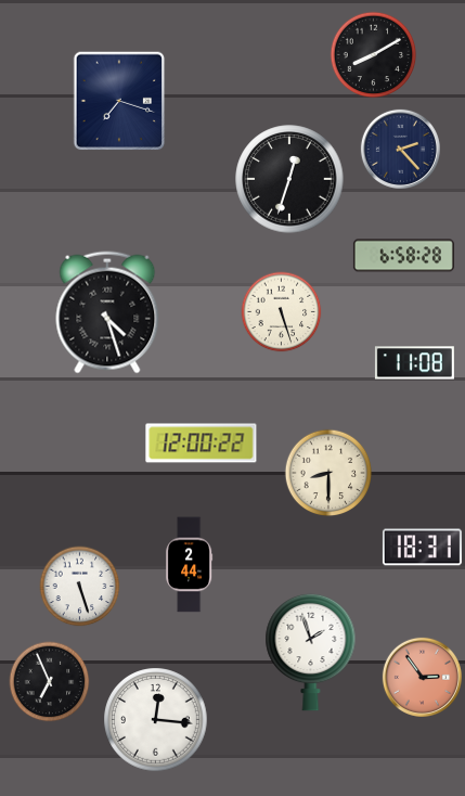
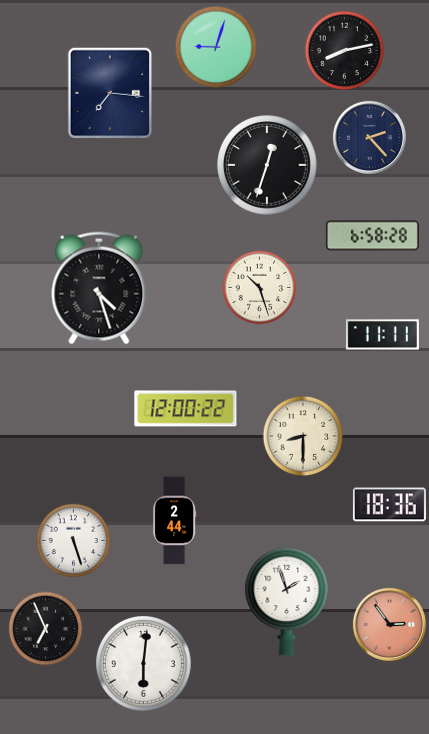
clock at (215, 46): none -> 9:03
clock at (374, 55): 8:10 -> 8:13
clock at (119, 101): 7:18 -> 7:16
clock at (282, 312): 5:27 -> 10:27
clock at (414, 363): 11:08 -> 11:11
clock at (422, 548): 18:31 -> 18:36
clock at (156, 720): 12:16 -> 6:01
